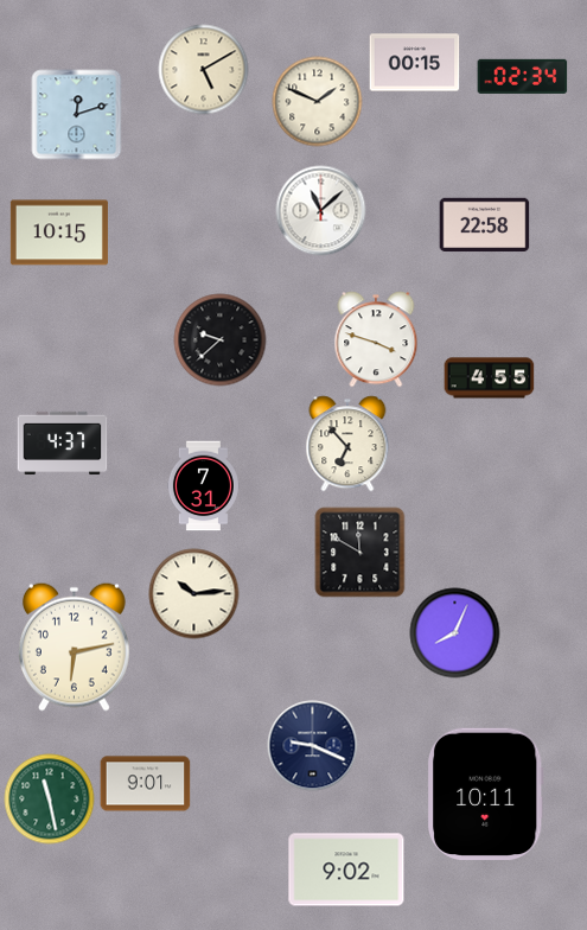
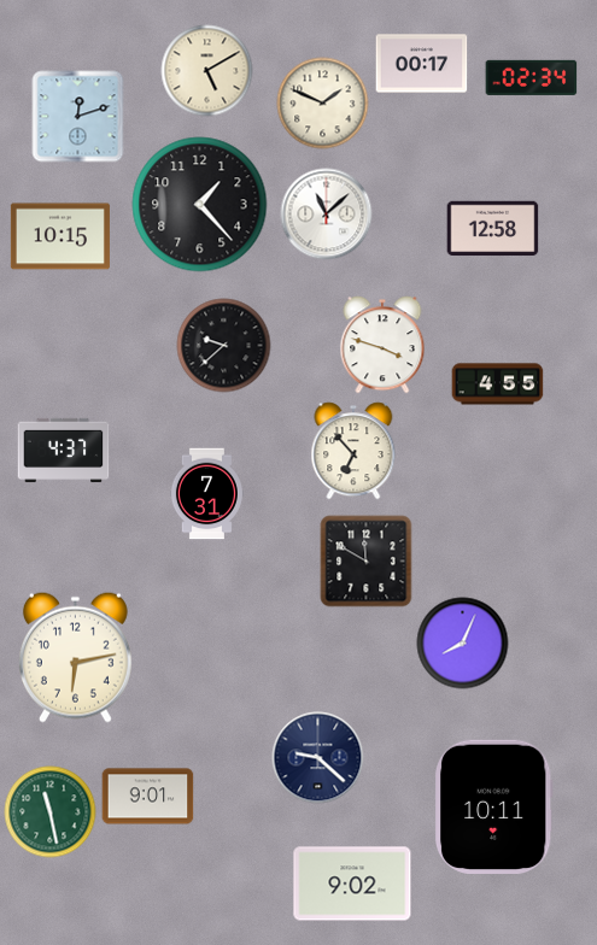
clock at (415, 63): 00:15 -> 00:17
clock at (200, 205): none -> 1:23
clock at (485, 225): 22:58 -> 12:58
clock at (194, 594): 10:14 -> none
clock at (313, 746): 9:19 -> 9:22
